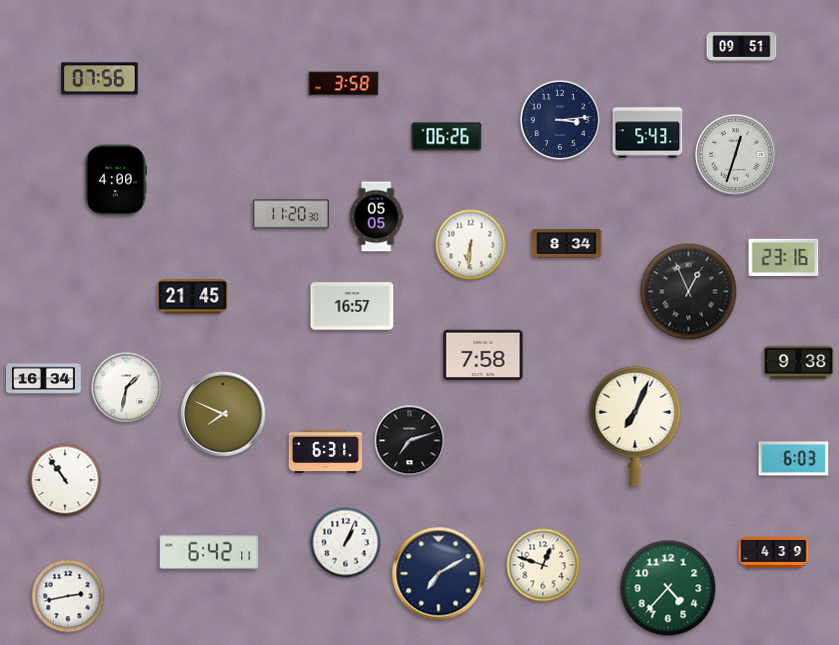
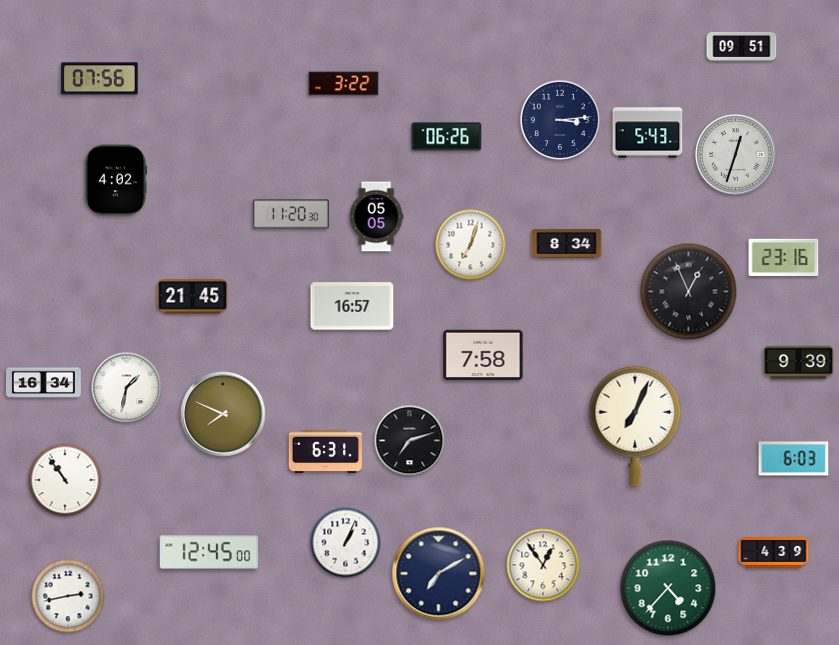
clock at (344, 84): 3:58 -> 3:22
clock at (116, 180): 4:00 -> 4:02
clock at (471, 245): 6:31 -> 7:03
clock at (799, 363): 9:38 -> 9:39
clock at (43, 379) position: (43, 379) -> (43, 383)
clock at (209, 552): 6:42 -> 12:45
clock at (543, 565): 12:48 -> 12:54
